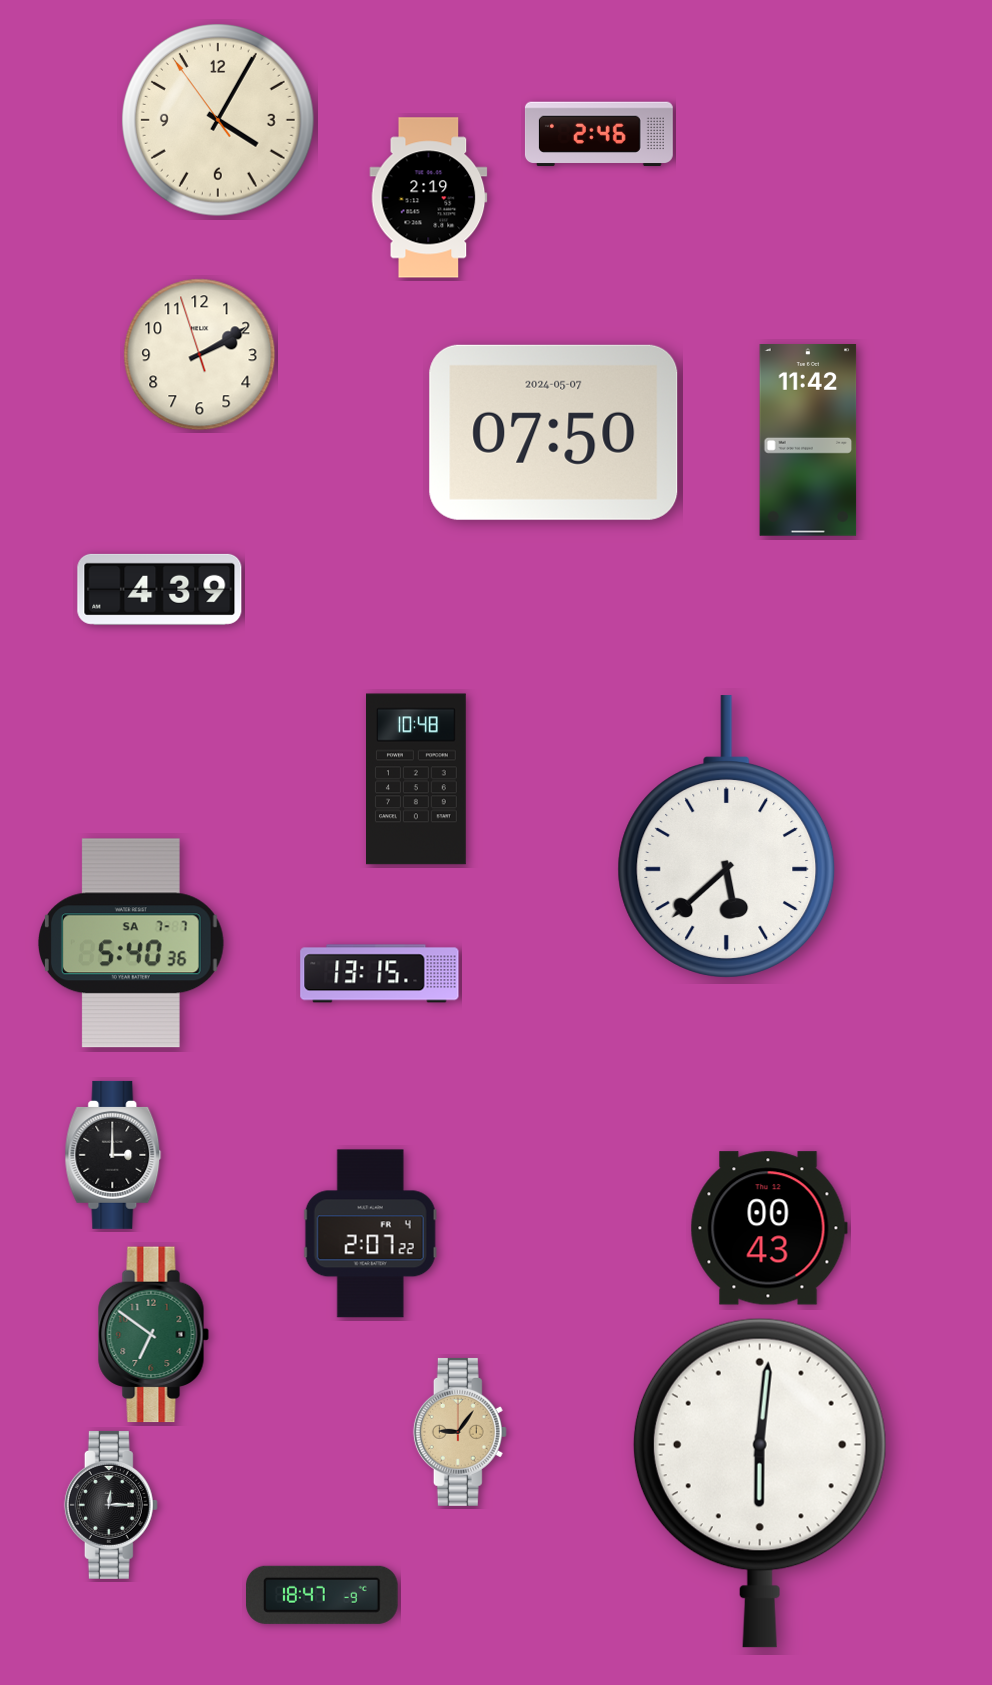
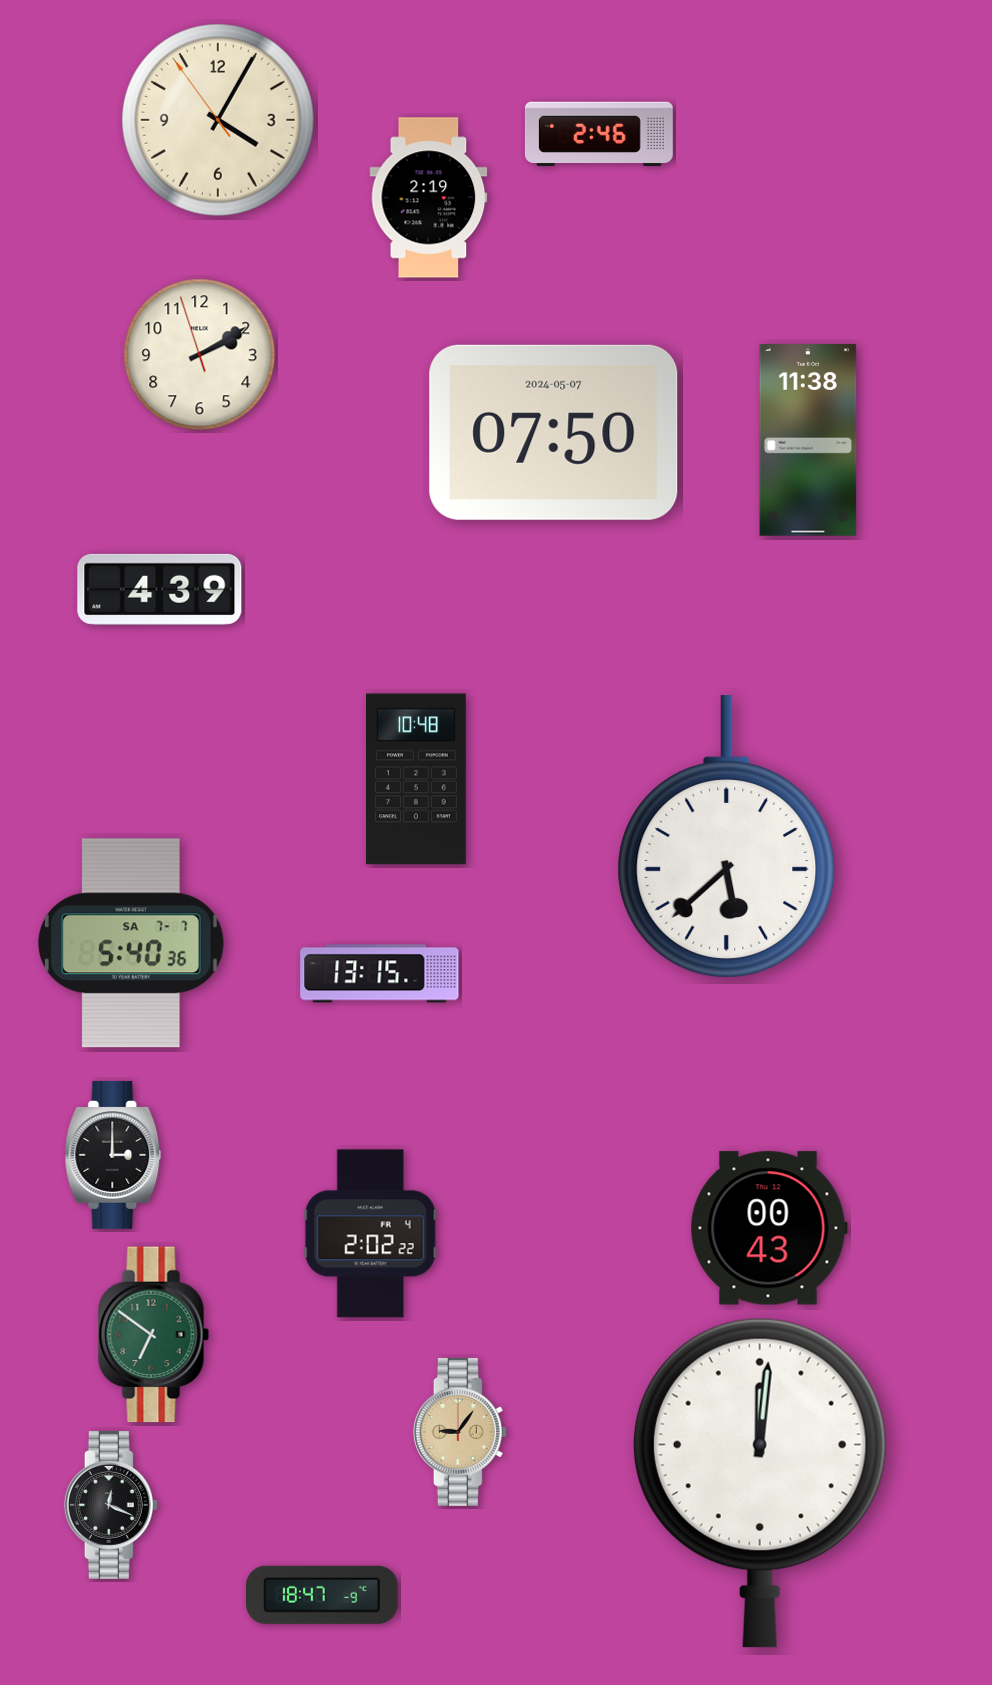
clock at (808, 441): 11:42 -> 11:38
clock at (370, 1234): 2:07 -> 2:02
clock at (760, 1483): 6:01 -> 12:01
clock at (111, 1505): 12:15 -> 12:19
